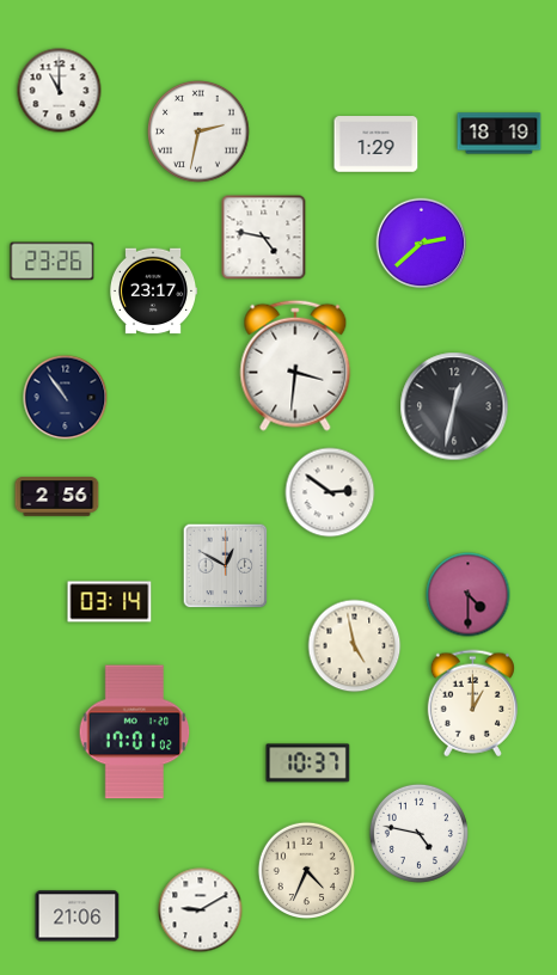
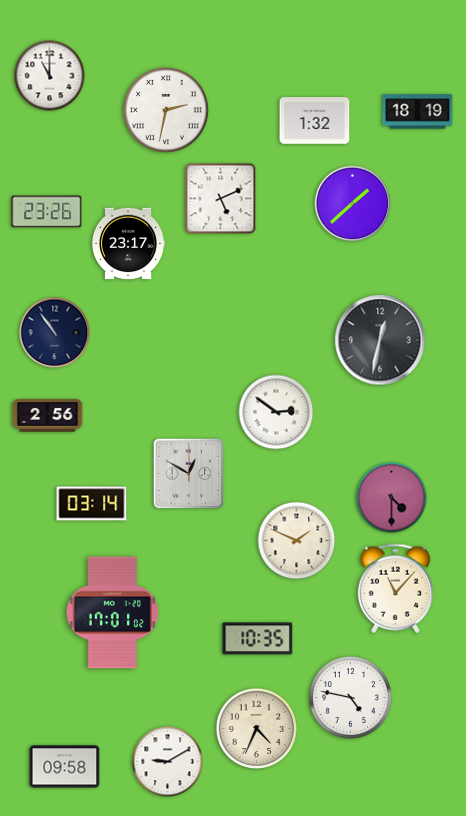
clock at (377, 145): 1:29 -> 1:32
clock at (264, 238): 4:47 -> 5:11
clock at (422, 244): 2:38 -> 1:38
clock at (53, 262) position: (53, 262) -> (47, 212)
clock at (295, 366): 3:31 -> none
clock at (355, 646): 4:58 -> 1:49
clock at (472, 704): 1:00 -> 11:07
clock at (308, 764): 10:37 -> 10:35
clock at (78, 916): 21:06 -> 09:58
